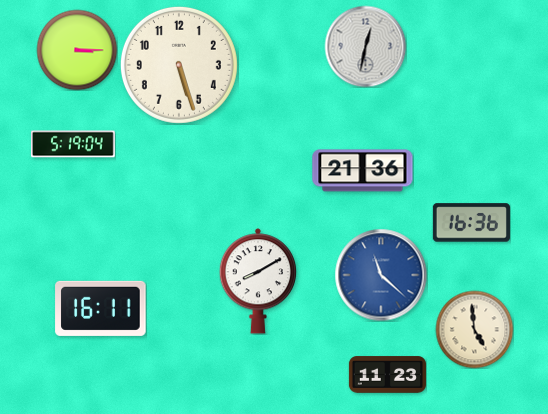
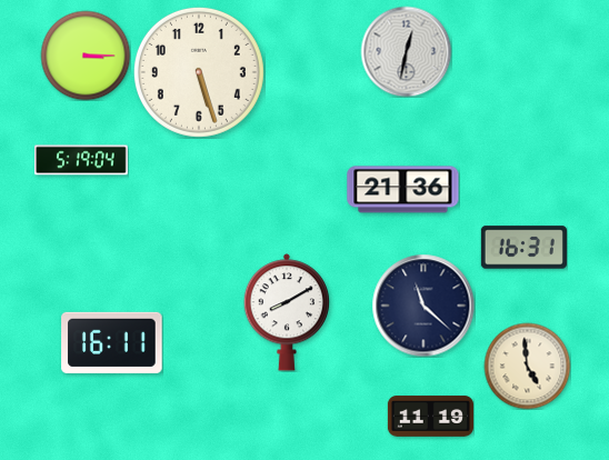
clock at (471, 223): 16:36 -> 16:31
clock at (381, 275) dial: blue -> navy
clock at (387, 375): 11:23 -> 11:19
